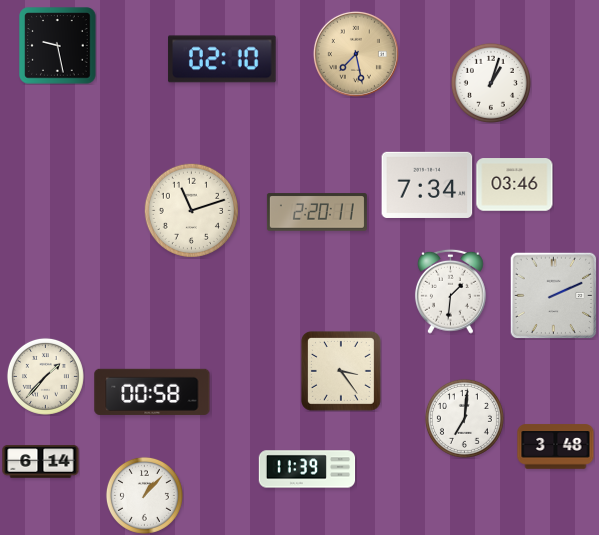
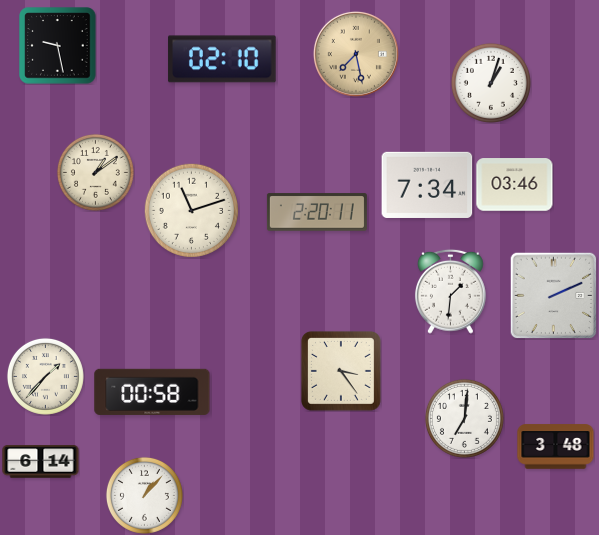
clock at (95, 172): none -> 1:09
clock at (307, 469): 11:39 -> none
